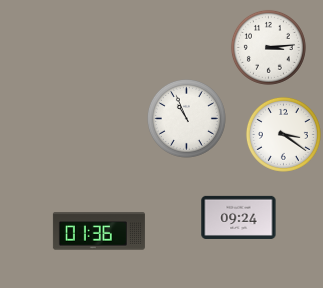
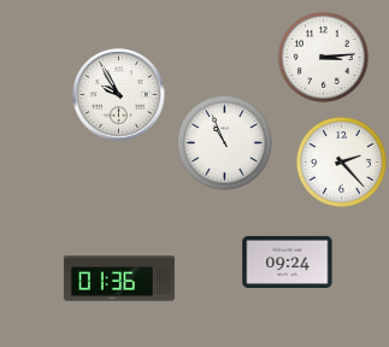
clock at (119, 95): none -> 9:55
clock at (283, 134): 3:21 -> 2:23
